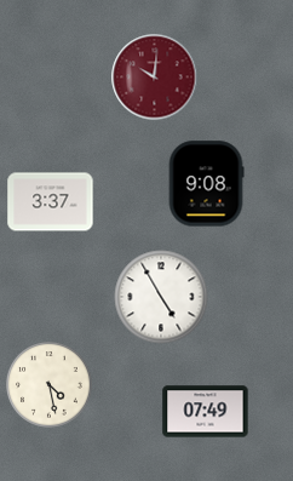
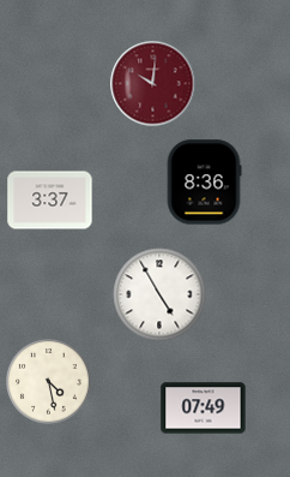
clock at (155, 78) position: (155, 78) -> (153, 84)
clock at (206, 184): 9:08 -> 8:36
